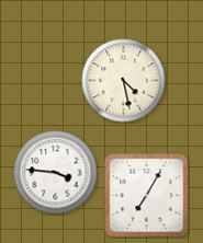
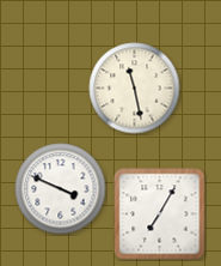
clock at (124, 81): 4:28 -> 11:28
clock at (56, 173): 3:46 -> 3:49
